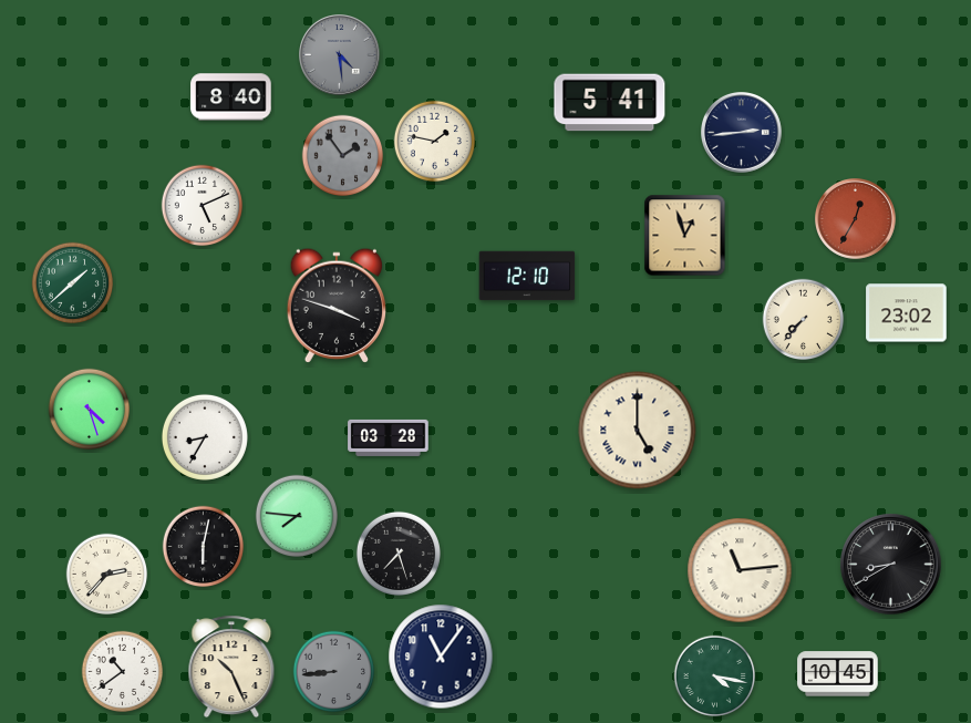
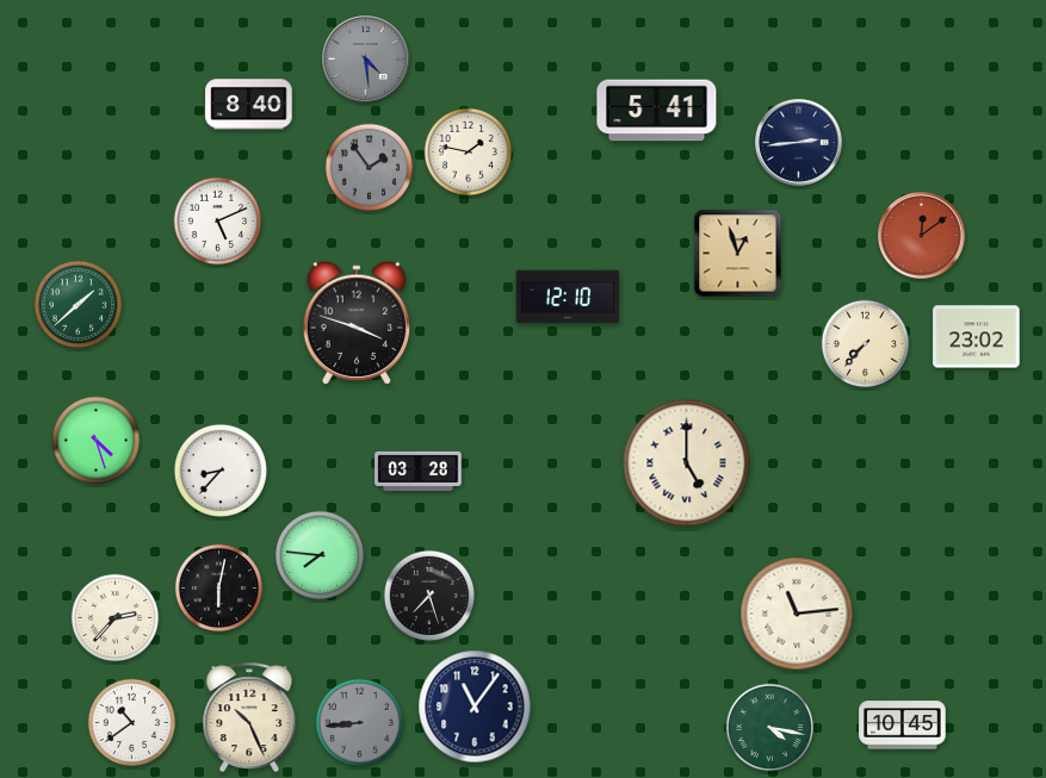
clock at (856, 219): 12:35 -> 12:09
clock at (337, 304) position: (337, 304) -> (357, 322)
clock at (205, 437): 8:35 -> 8:37
clock at (891, 565): 8:40 -> none
